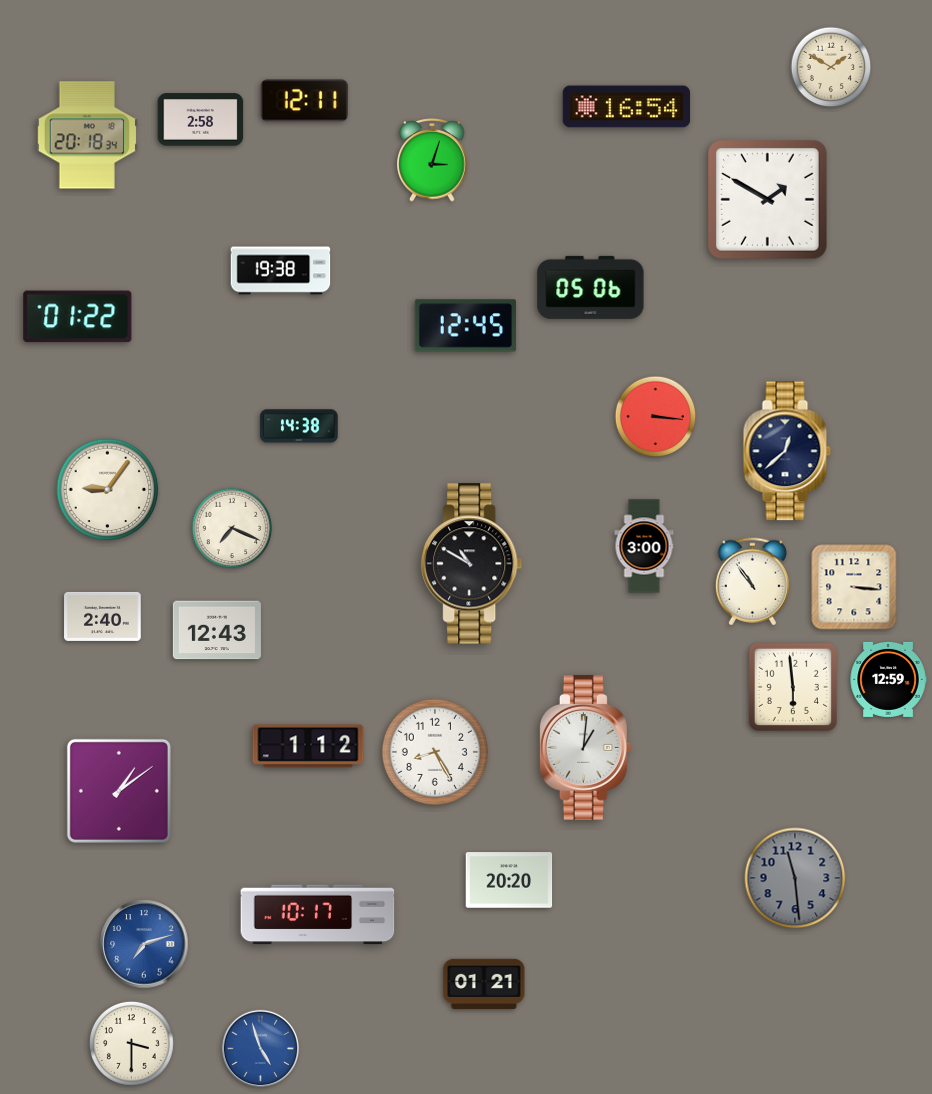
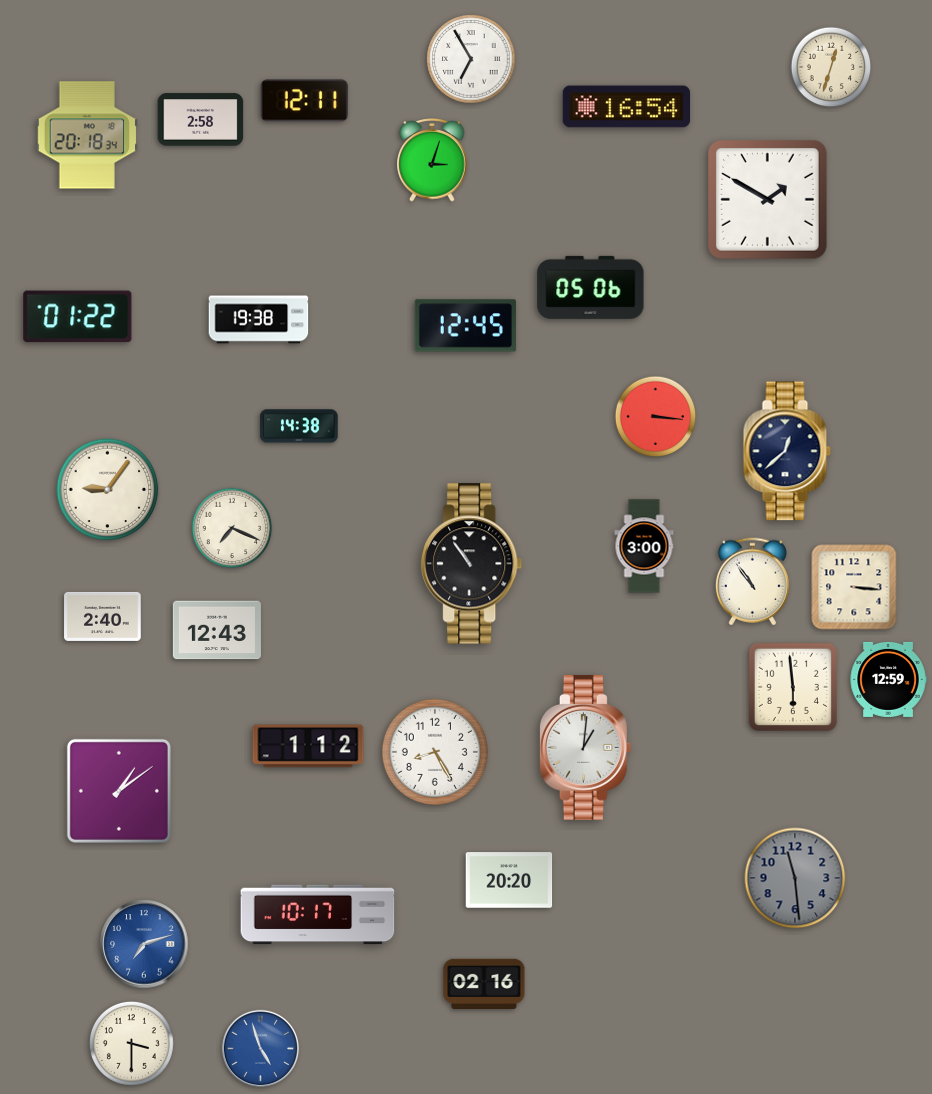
clock at (471, 59): none -> 6:55
clock at (831, 67): 1:50 -> 12:33
clock at (281, 271) position: (281, 271) -> (259, 320)
clock at (472, 564): 10:50 -> 10:54
clock at (484, 983): 01:21 -> 02:16
